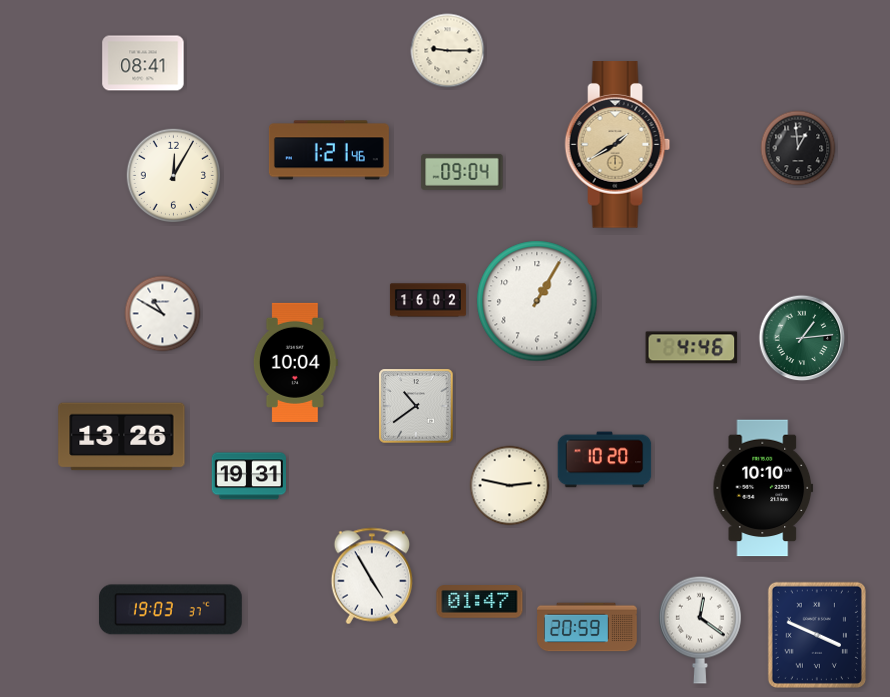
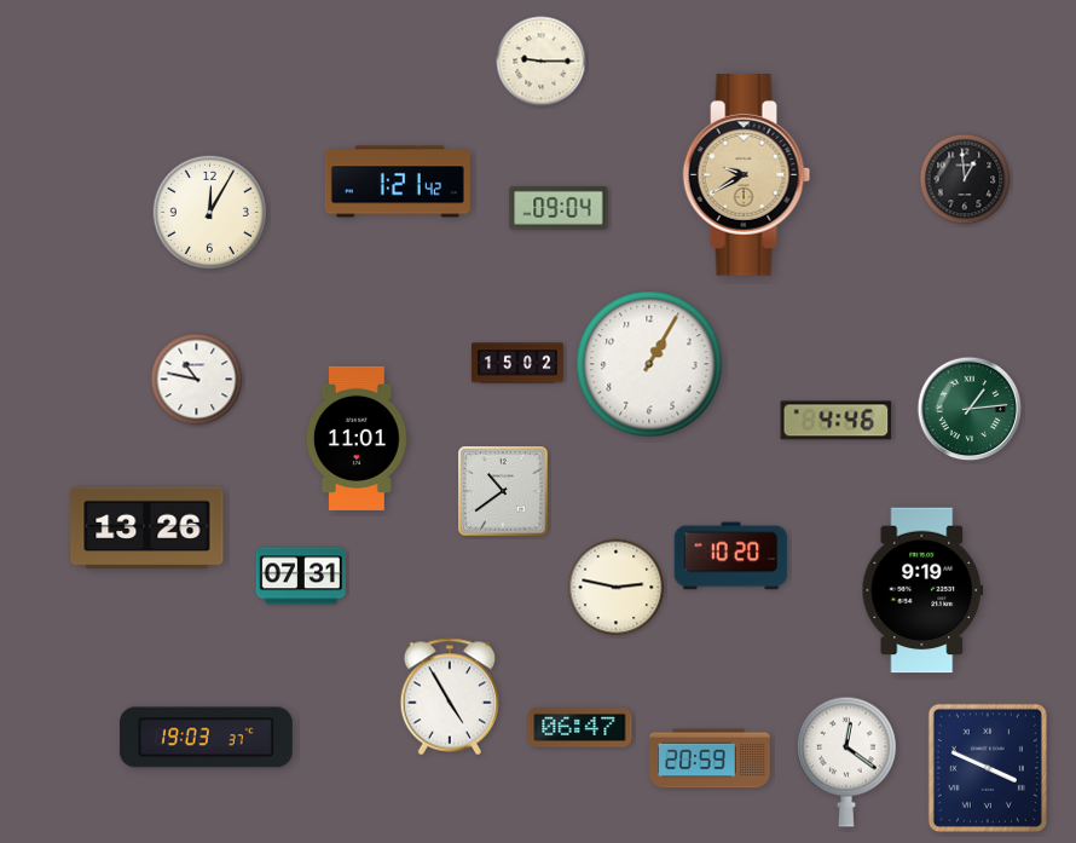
clock at (143, 63): 08:41 -> none
clock at (618, 145): 1:40 -> 9:40
clock at (329, 150): 1:21:46 -> 1:21:42
clock at (428, 300): 16:02 -> 15:02
clock at (163, 314): 10:50 -> 10:47
clock at (295, 362): 10:04 -> 11:01
clock at (249, 476): 19:31 -> 07:31
clock at (763, 488): 10:10 -> 9:19
clock at (480, 602): 01:47 -> 06:47
